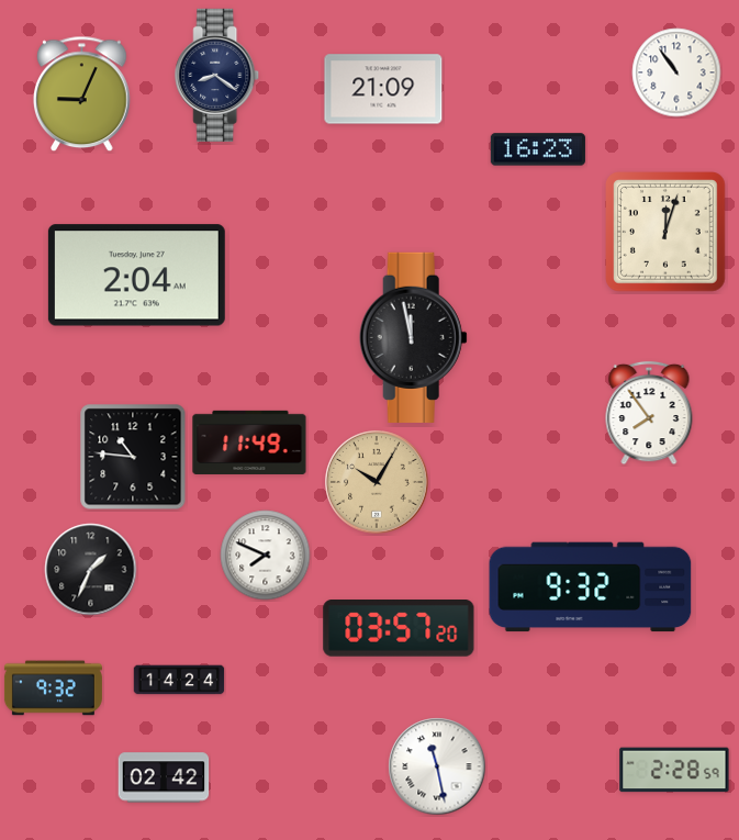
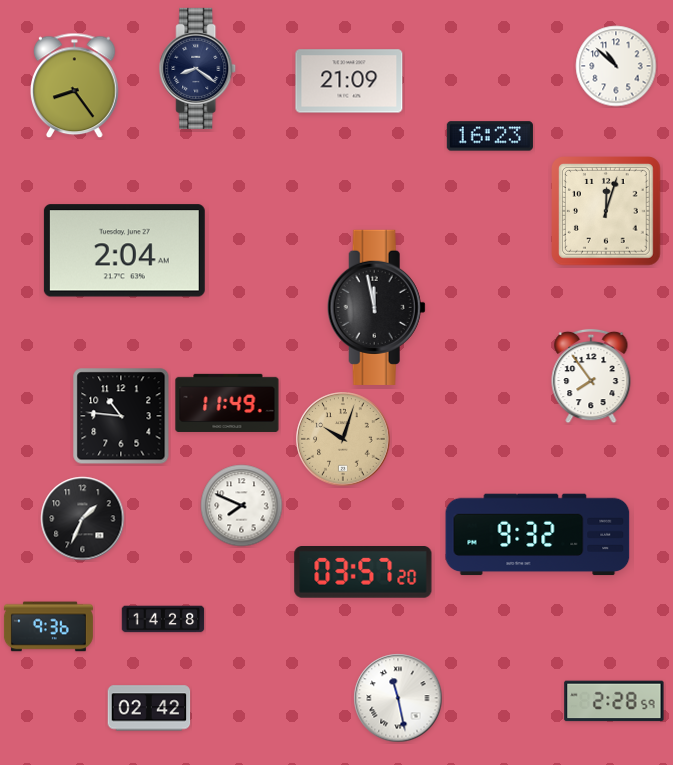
clock at (676, 72): 10:54 -> 10:52
clock at (82, 94): 9:04 -> 8:24
clock at (377, 482): 10:05 -> 10:03
clock at (179, 680): 14:24 -> 14:28
clock at (53, 688): 9:32 -> 9:36
